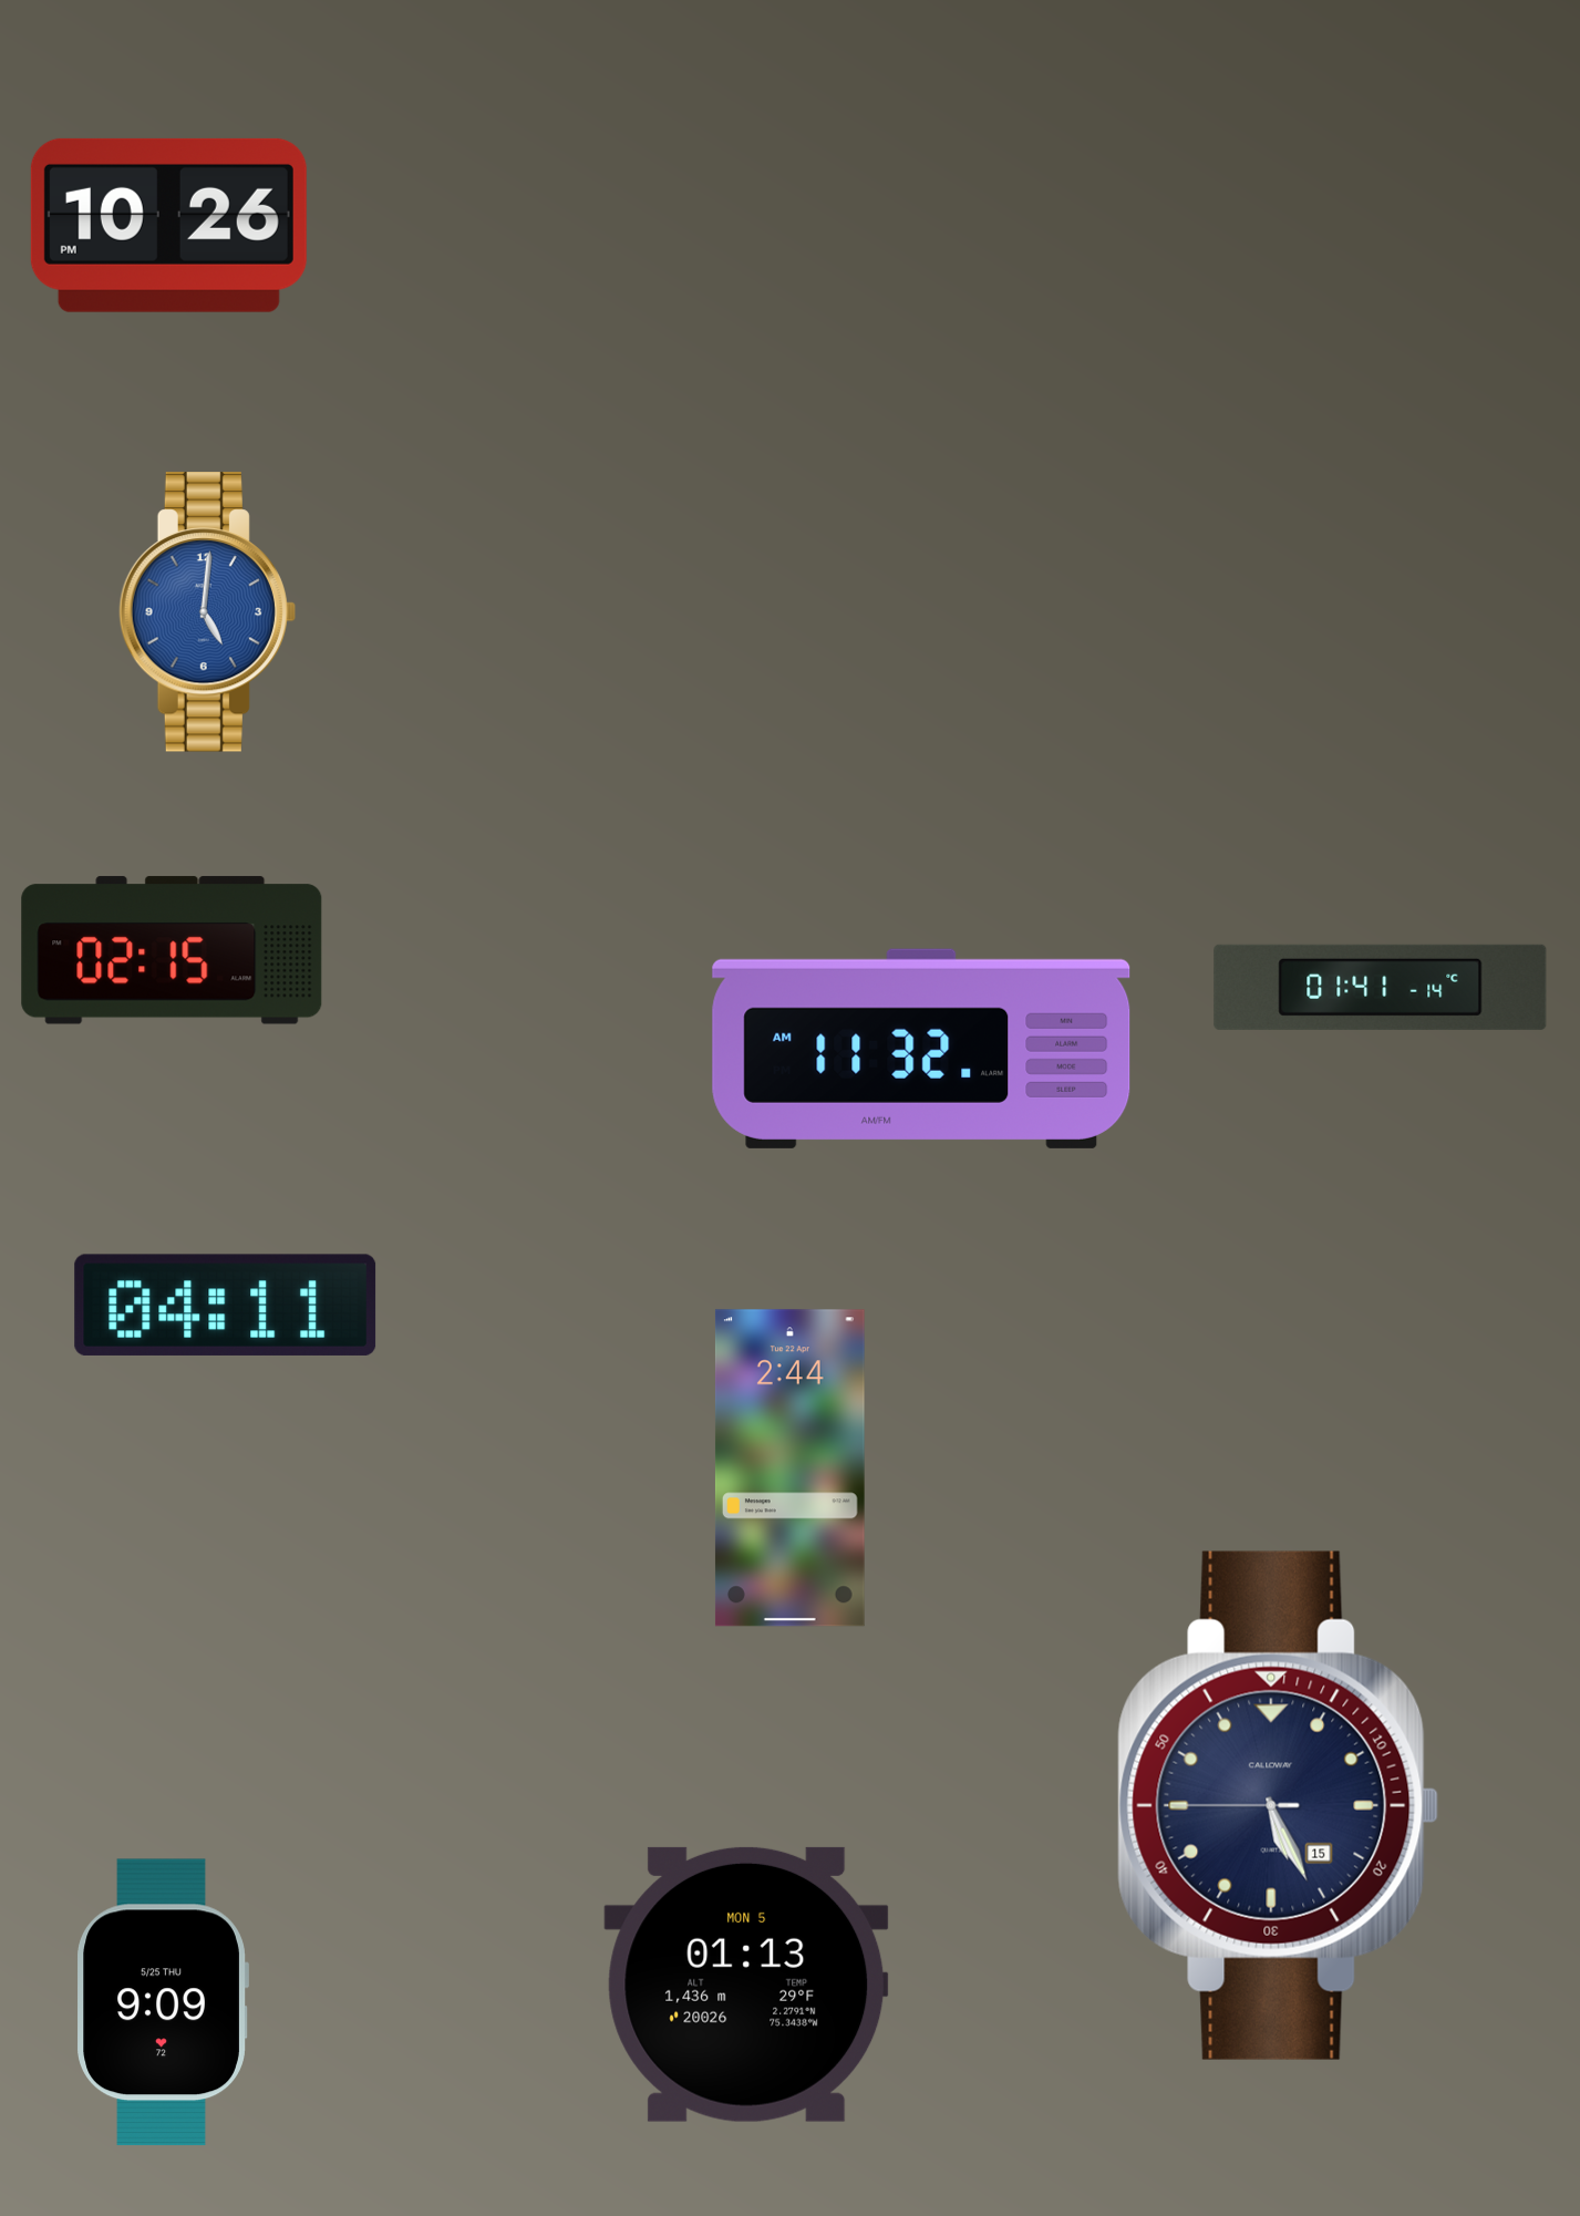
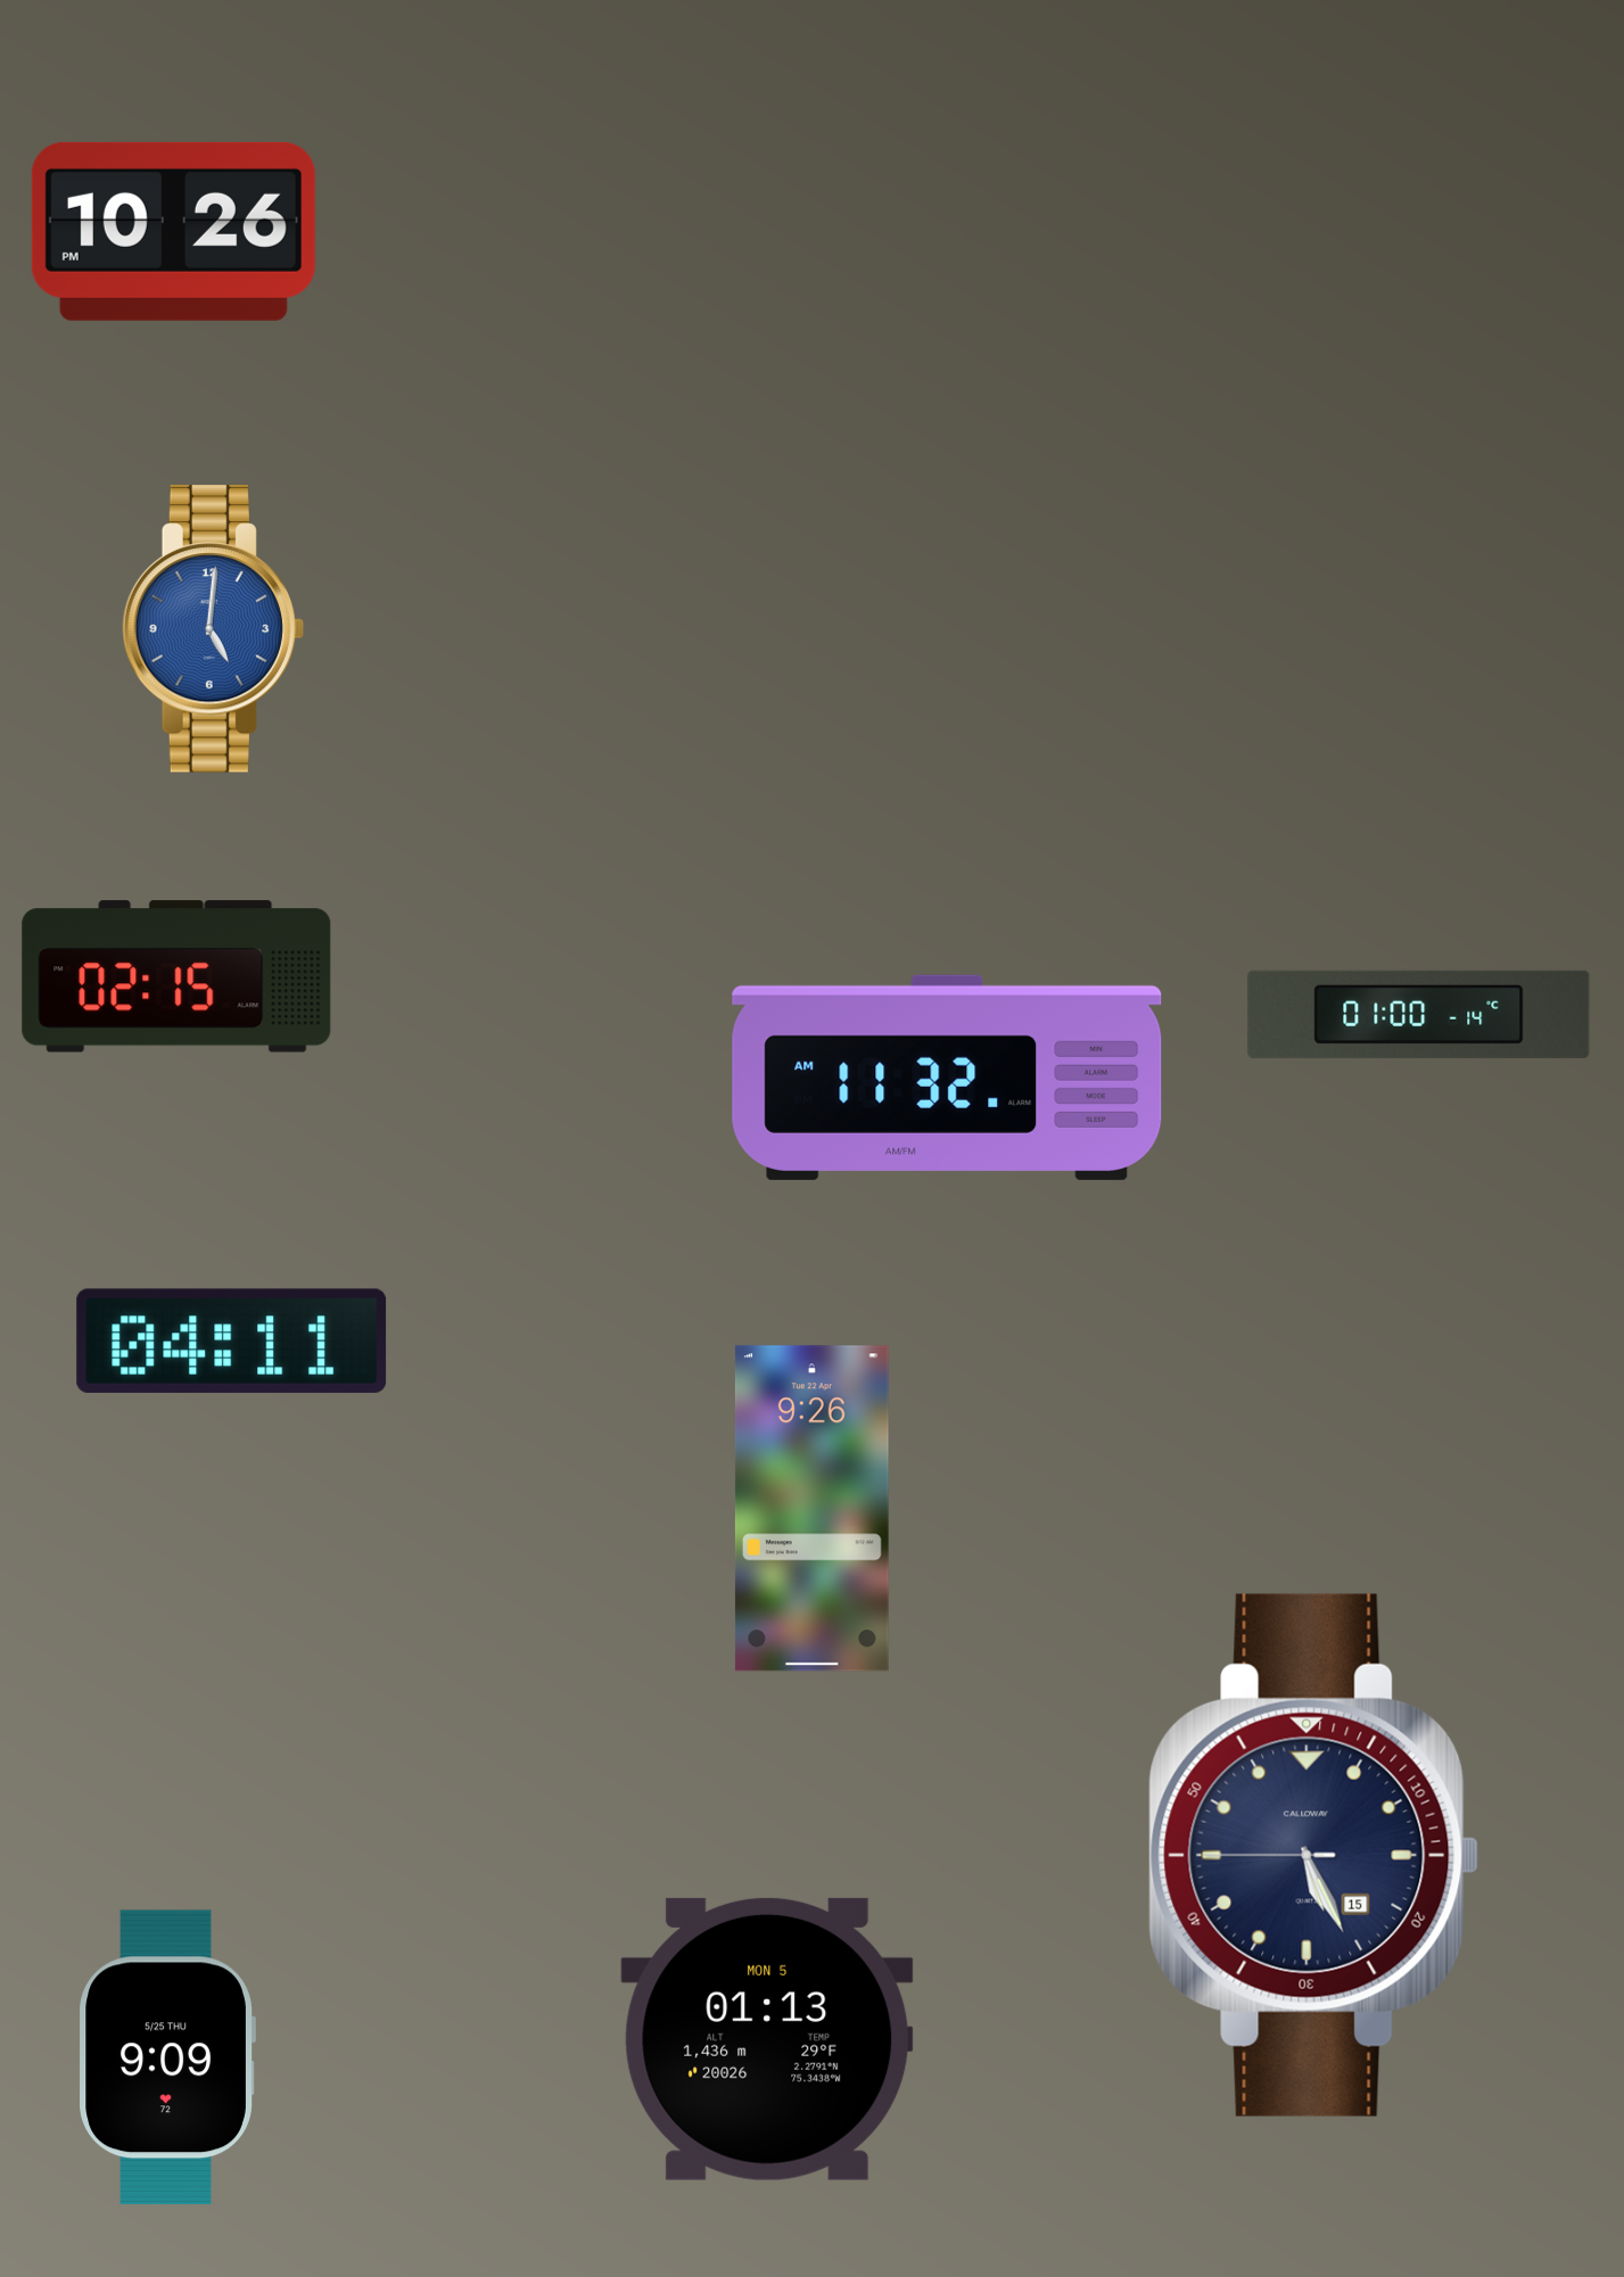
clock at (1381, 987): 01:41 -> 01:00
clock at (789, 1468): 2:44 -> 9:26
